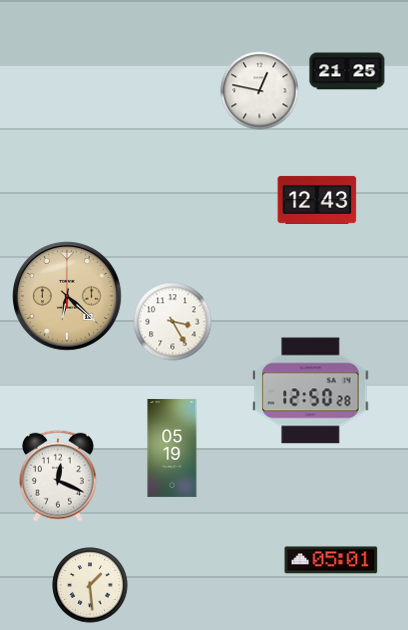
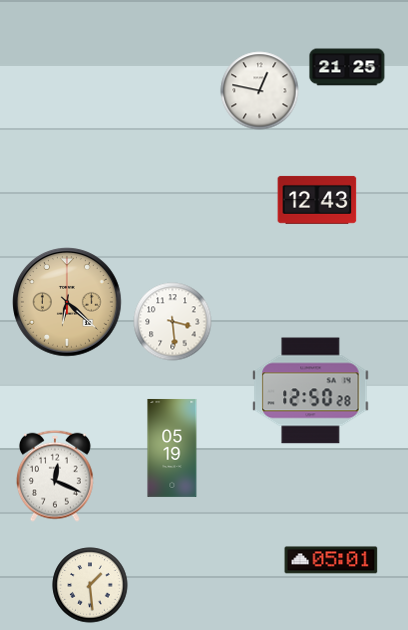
clock at (347, 71) position: (347, 71) -> (347, 67)
clock at (67, 296) position: (67, 296) -> (67, 302)
clock at (173, 322): 3:25 -> 3:29
clock at (58, 476) position: (58, 476) -> (55, 476)
